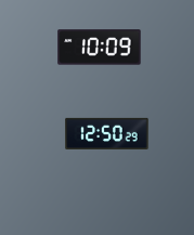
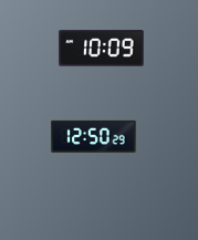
clock at (107, 133) position: (107, 133) -> (94, 136)
